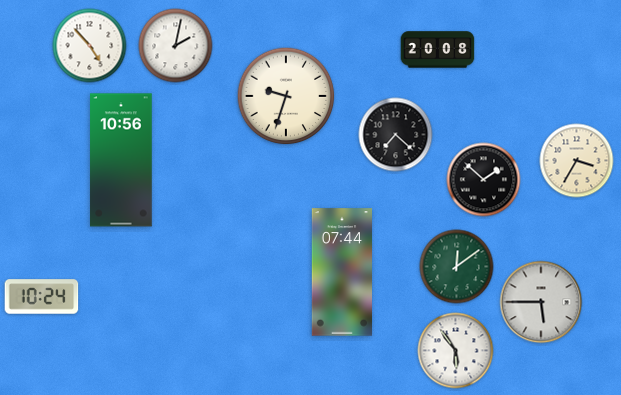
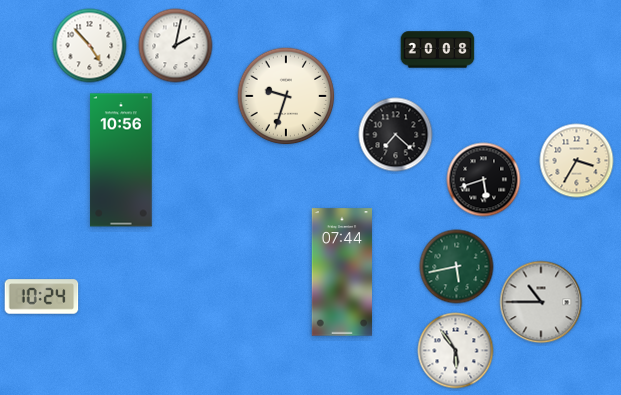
clock at (484, 180): 1:52 -> 5:42
clock at (457, 267): 12:09 -> 5:43
clock at (541, 302): 5:45 -> 10:45
